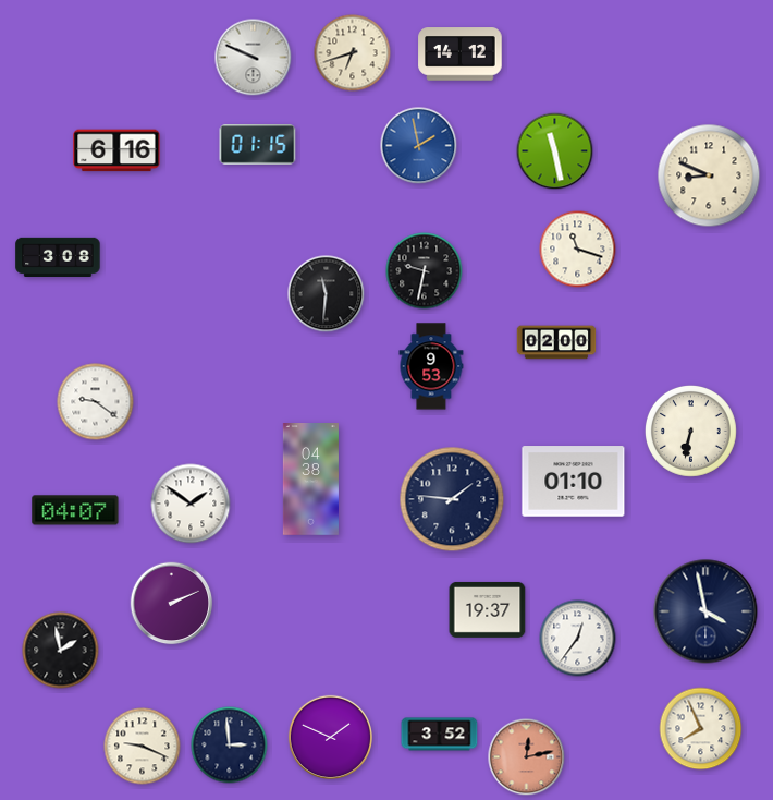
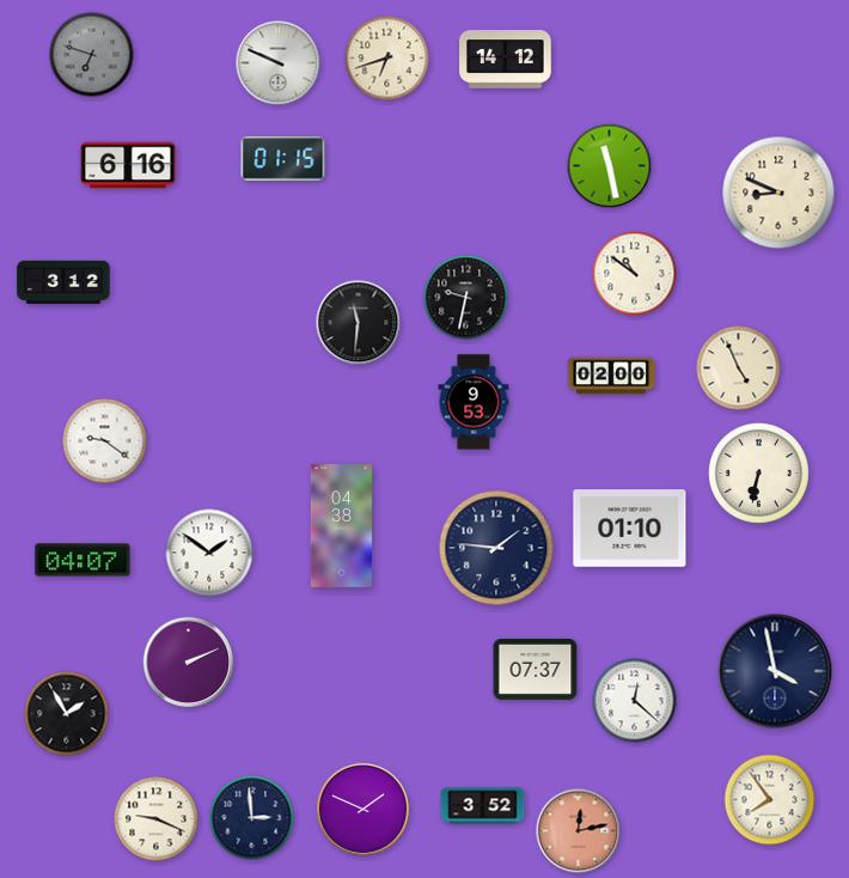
clock at (92, 55): none -> 6:48
clock at (419, 146): 1:58 -> none
clock at (578, 250): 11:18 -> 10:51
clock at (58, 257): 3:08 -> 3:12
clock at (739, 368): none -> 4:56
clock at (488, 610): 19:37 -> 07:37
clock at (578, 639): 12:36 -> 12:22
clock at (61, 651): 1:58 -> 1:55
clock at (701, 729): 7:56 -> 7:54
